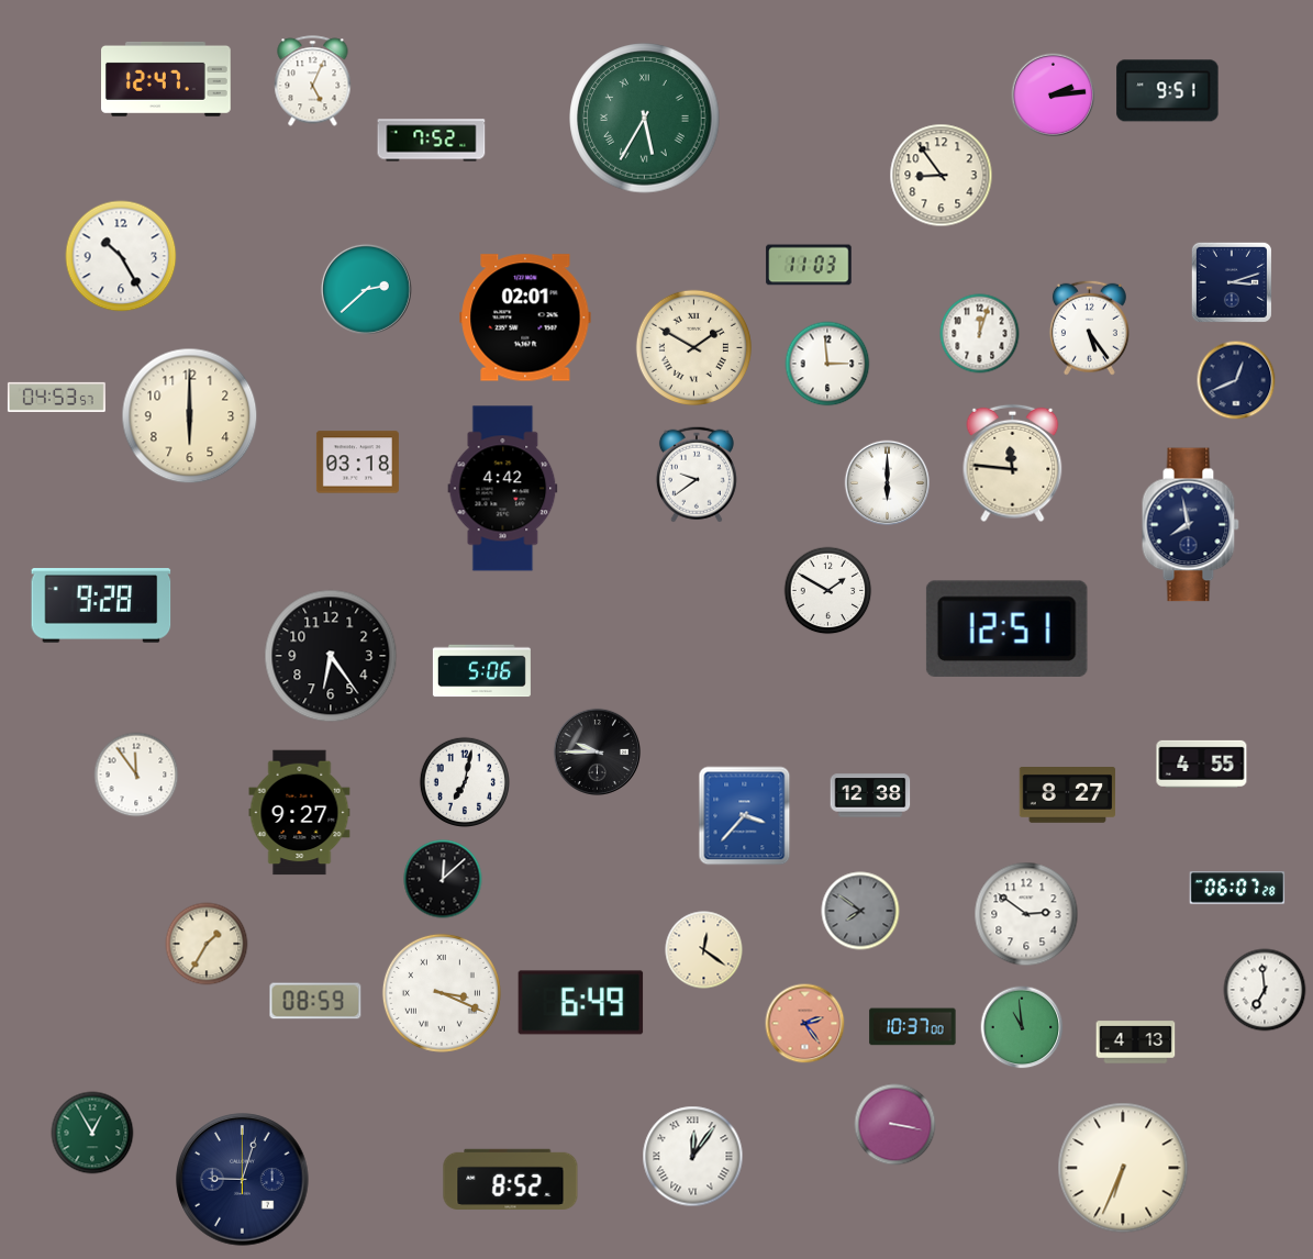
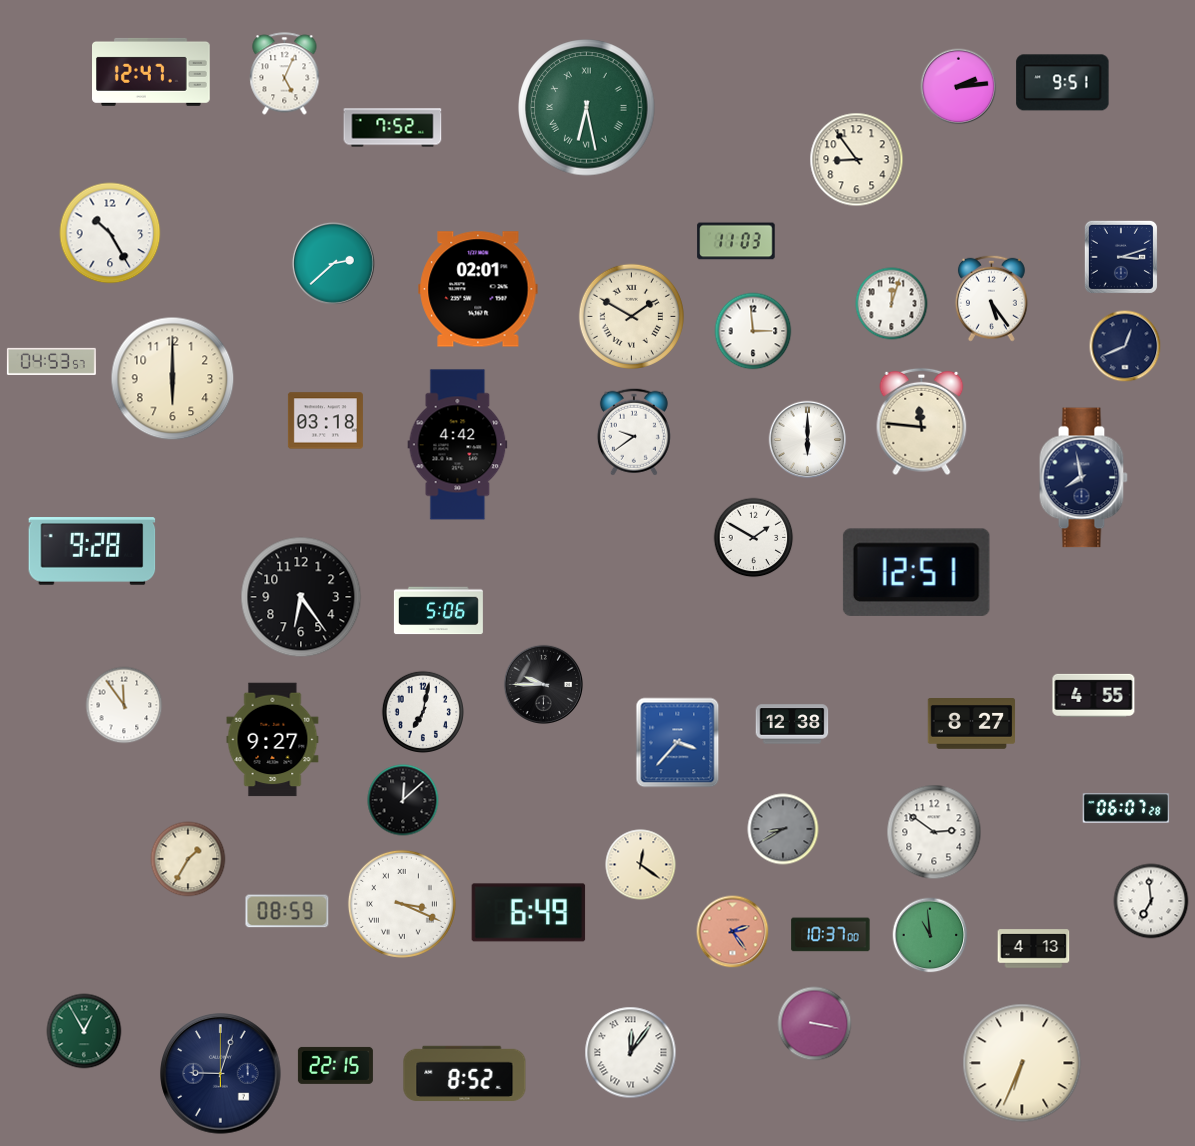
clock at (645, 119): 5:35 -> 6:28
clock at (860, 911): 7:51 -> 8:40
clock at (335, 1065): none -> 22:15
